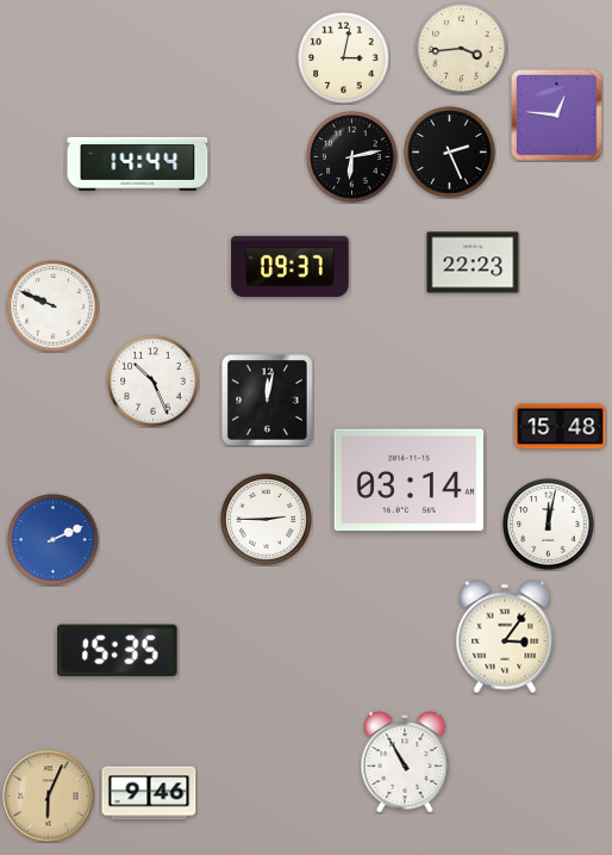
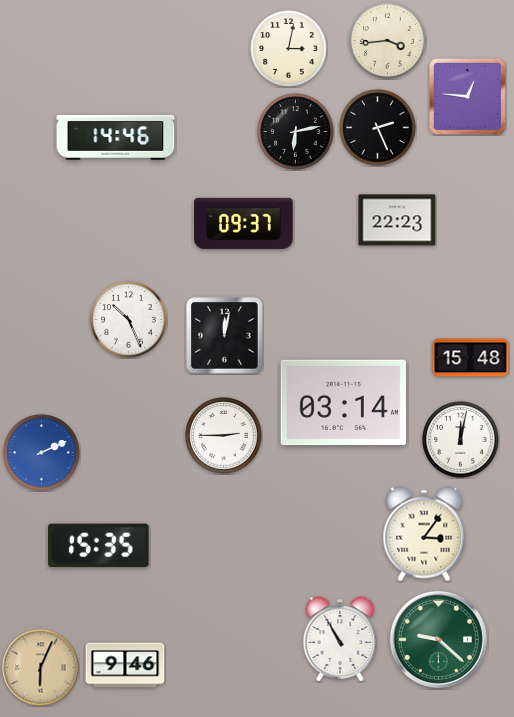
clock at (138, 165): 14:44 -> 14:46
clock at (54, 306): 9:49 -> none
clock at (54, 540) position: (54, 540) -> (42, 453)
clock at (438, 639): none -> 9:22
